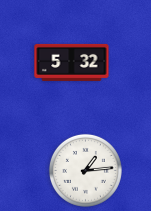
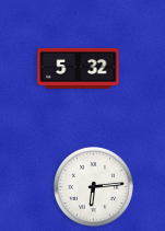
clock at (85, 170): 1:14 -> 6:14
